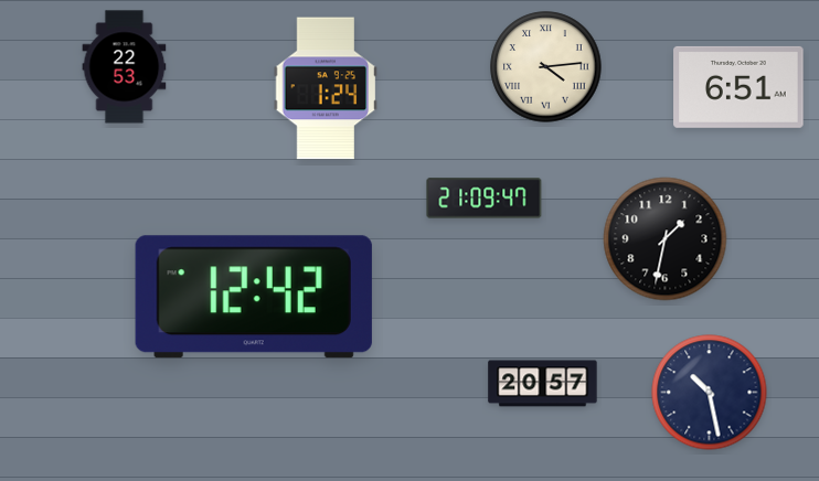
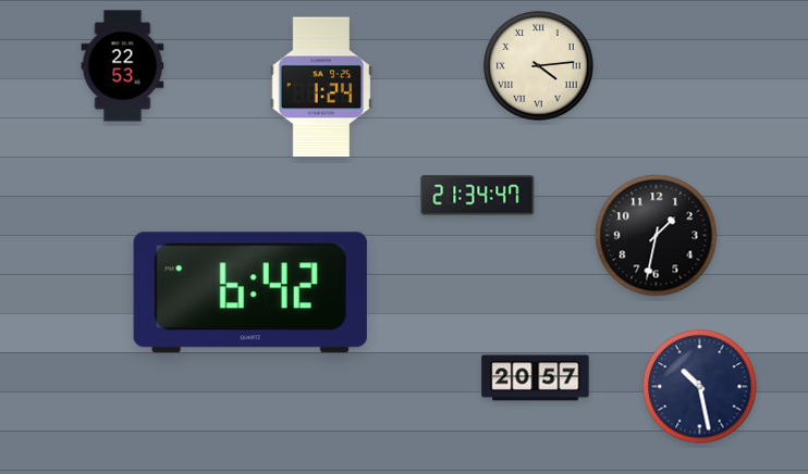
clock at (738, 87): 6:51 -> none
clock at (485, 199): 21:09 -> 21:34
clock at (254, 297): 12:42 -> 6:42
